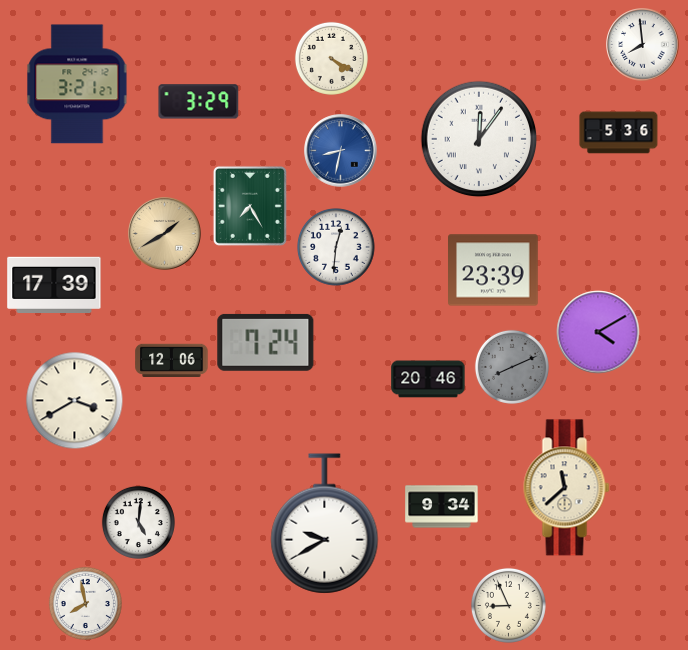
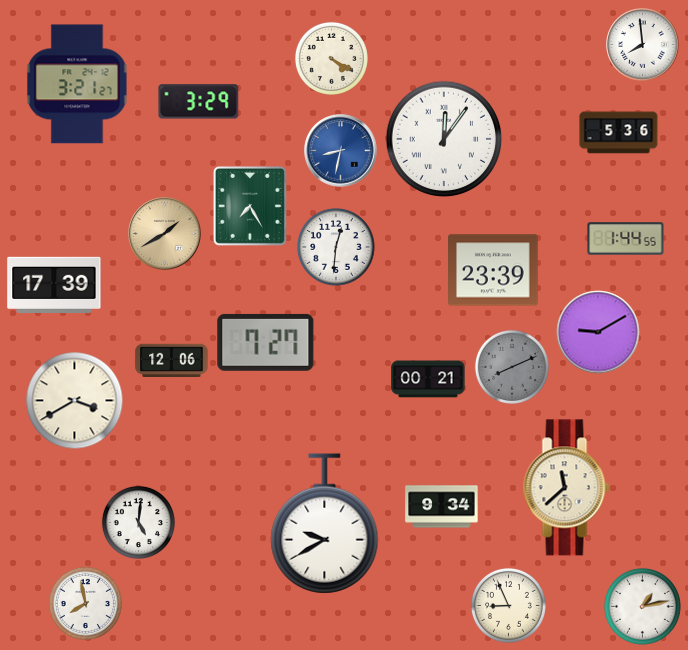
clock at (479, 139) position: (479, 139) -> (444, 139)
clock at (626, 239): none -> 1:44
clock at (598, 332): 4:10 -> 9:10
clock at (266, 342): 7:24 -> 7:27
clock at (428, 379): 20:46 -> 00:21
clock at (642, 606): none -> 1:13
